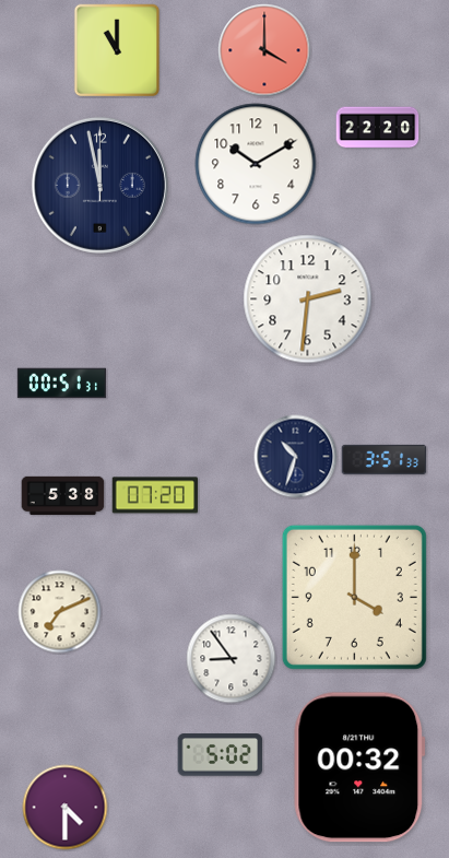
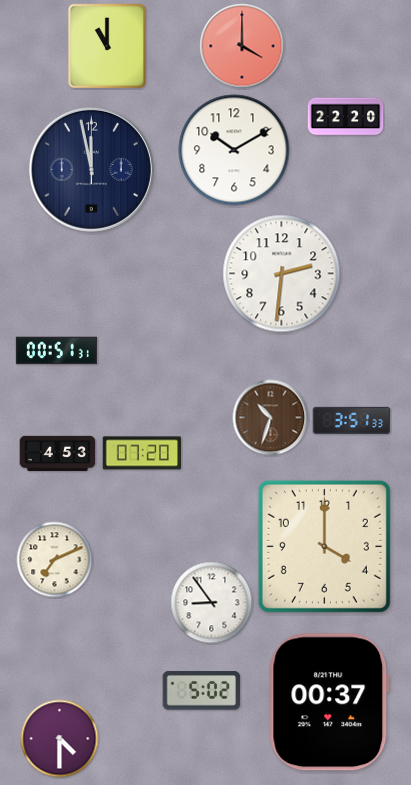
clock at (296, 457) dial: navy -> brown
clock at (63, 495): 5:38 -> 4:53
clock at (359, 767): 00:32 -> 00:37
